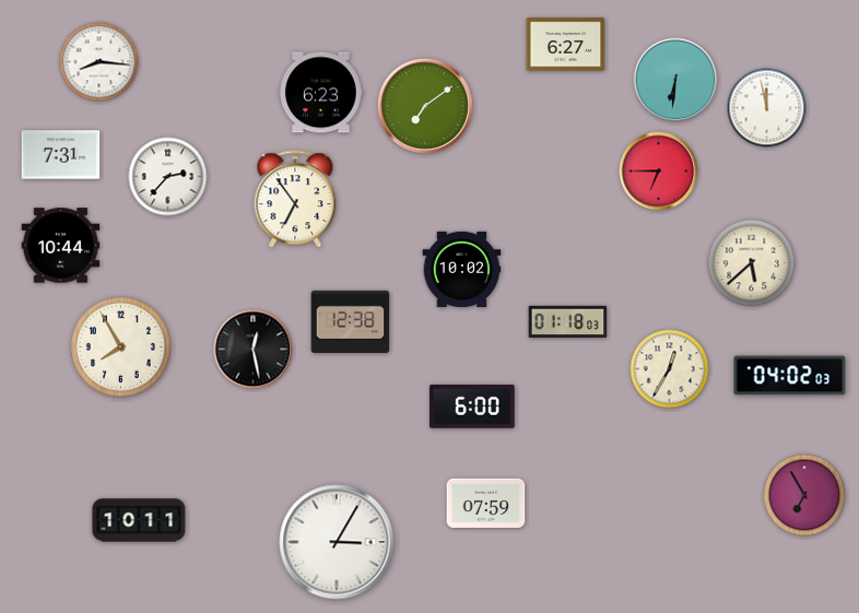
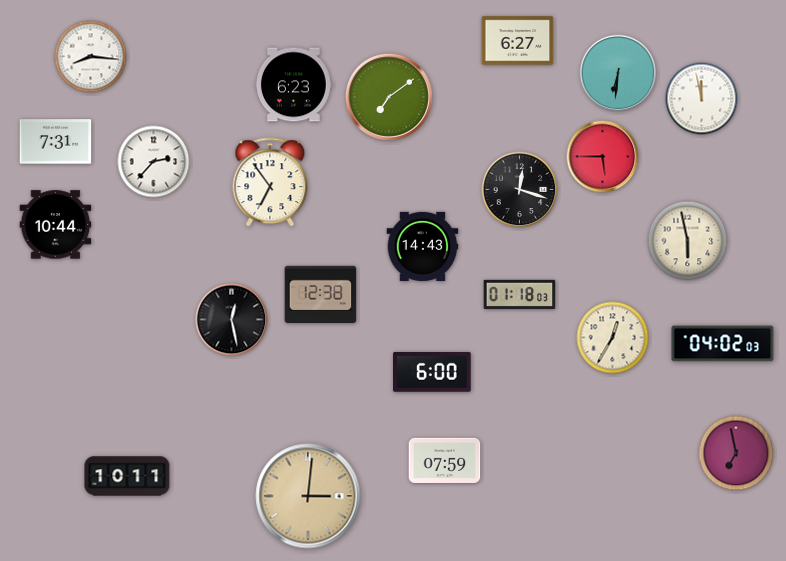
clock at (659, 172): 6:45 -> 5:45
clock at (520, 190): none -> 12:18
clock at (752, 263): 5:38 -> 5:58
clock at (462, 269): 10:02 -> 14:43
clock at (121, 347): 7:55 -> none
clock at (804, 495): 6:55 -> 6:58
clock at (337, 542): 3:05 -> 3:01
clock at (337, 542) dial: white -> champagne
